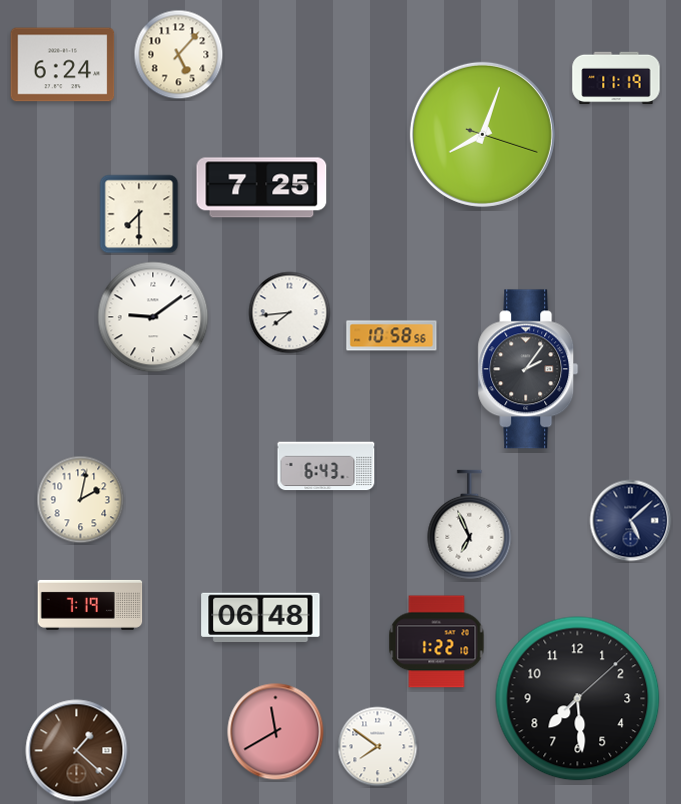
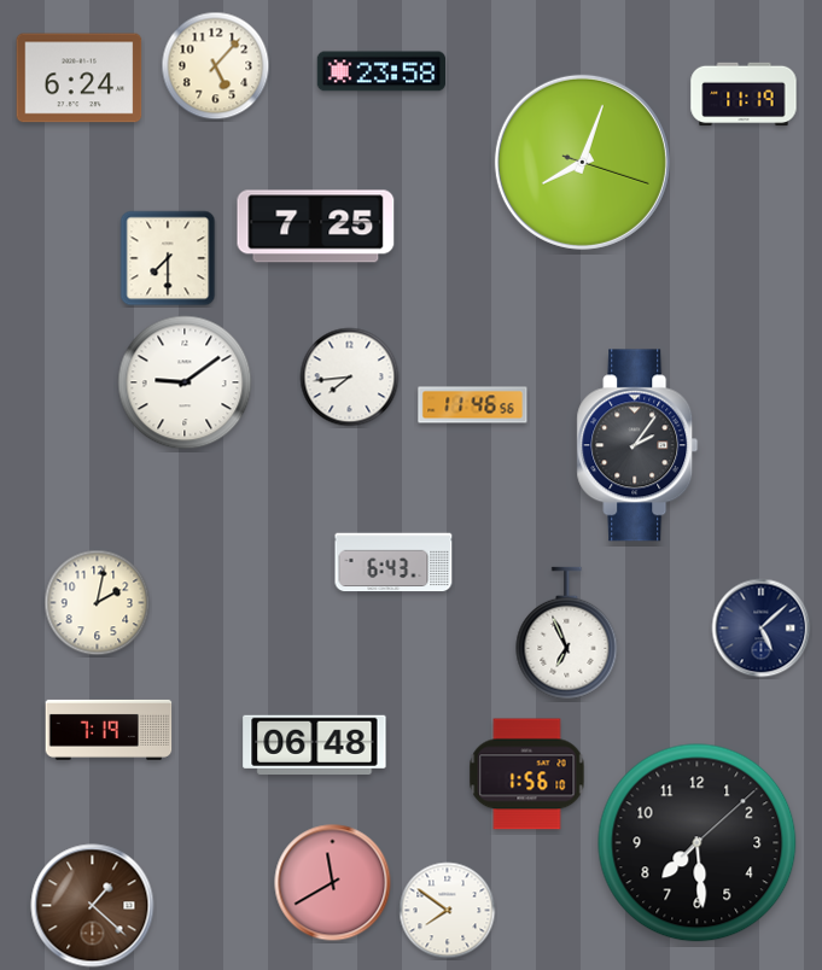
clock at (381, 71): none -> 23:58
clock at (63, 65) position: (63, 65) -> (80, 78)
clock at (392, 336): 10:58 -> 11:46
clock at (437, 642): 1:22 -> 1:56
clock at (378, 747) position: (378, 747) -> (448, 911)
